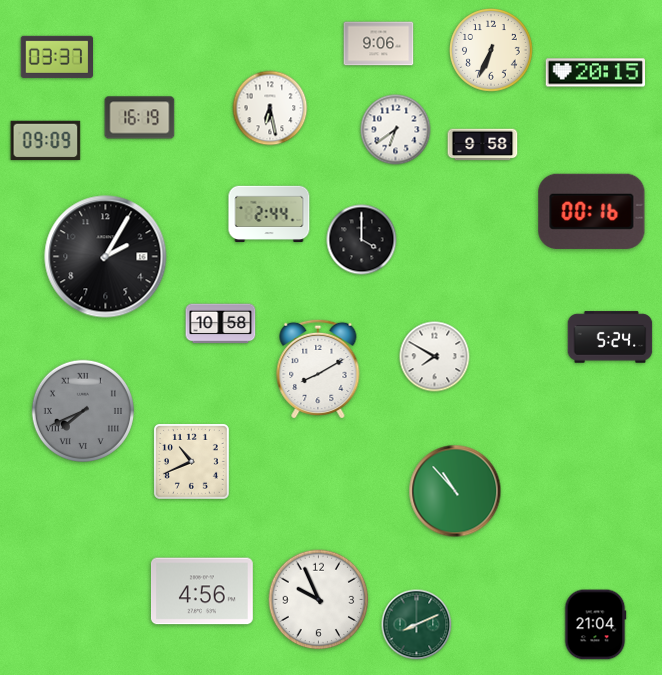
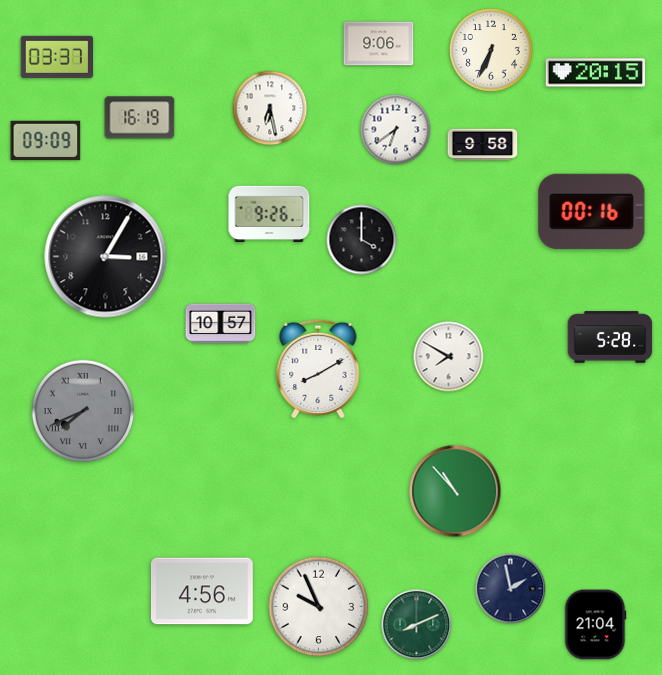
clock at (269, 214): 2:44 -> 9:26
clock at (106, 257): 2:05 -> 3:05
clock at (221, 324): 10:58 -> 10:57
clock at (610, 337): 5:24 -> 5:28
clock at (435, 357) position: (435, 357) -> (449, 357)
clock at (191, 461): 10:41 -> none
clock at (511, 589): none -> 1:58
clock at (319, 600) position: (319, 600) -> (319, 607)
